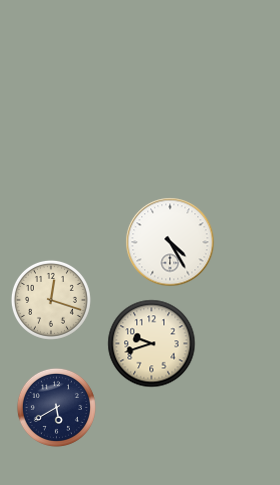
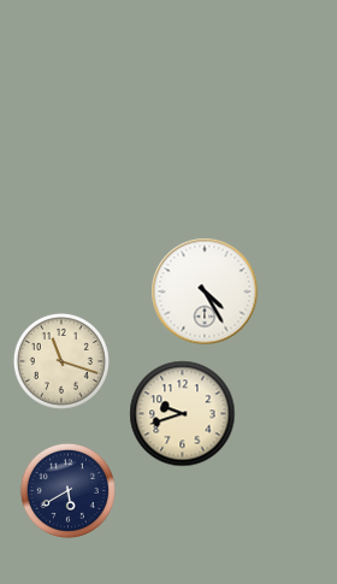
clock at (51, 300): 12:18 -> 11:18
